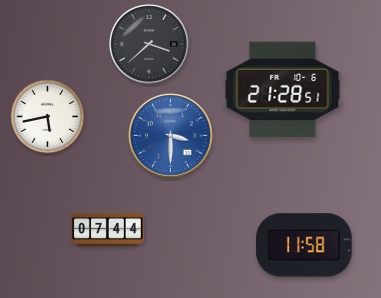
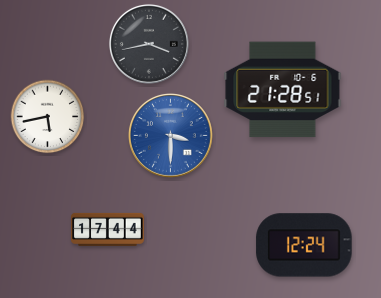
clock at (149, 44): 3:38 -> 3:43
clock at (108, 229): 07:44 -> 17:44
clock at (304, 245): 11:58 -> 12:24
